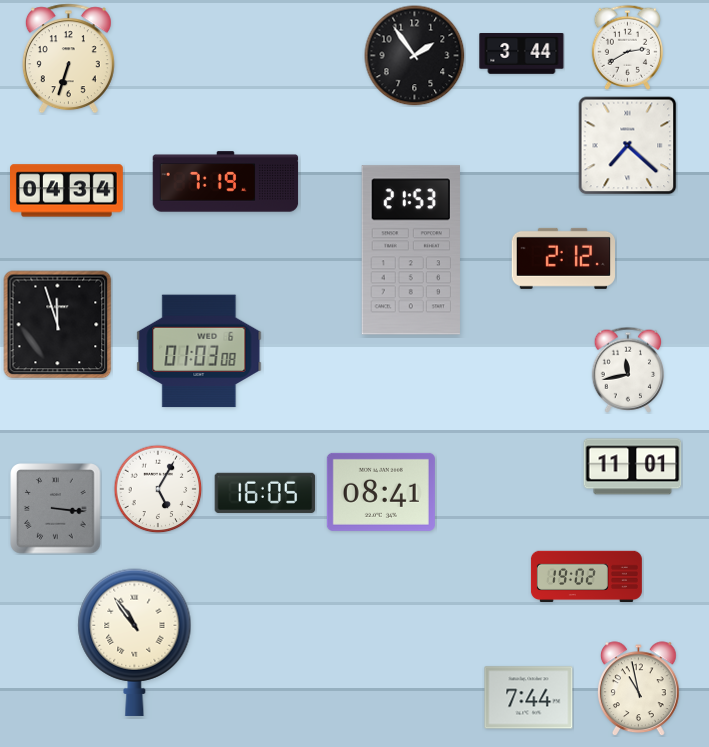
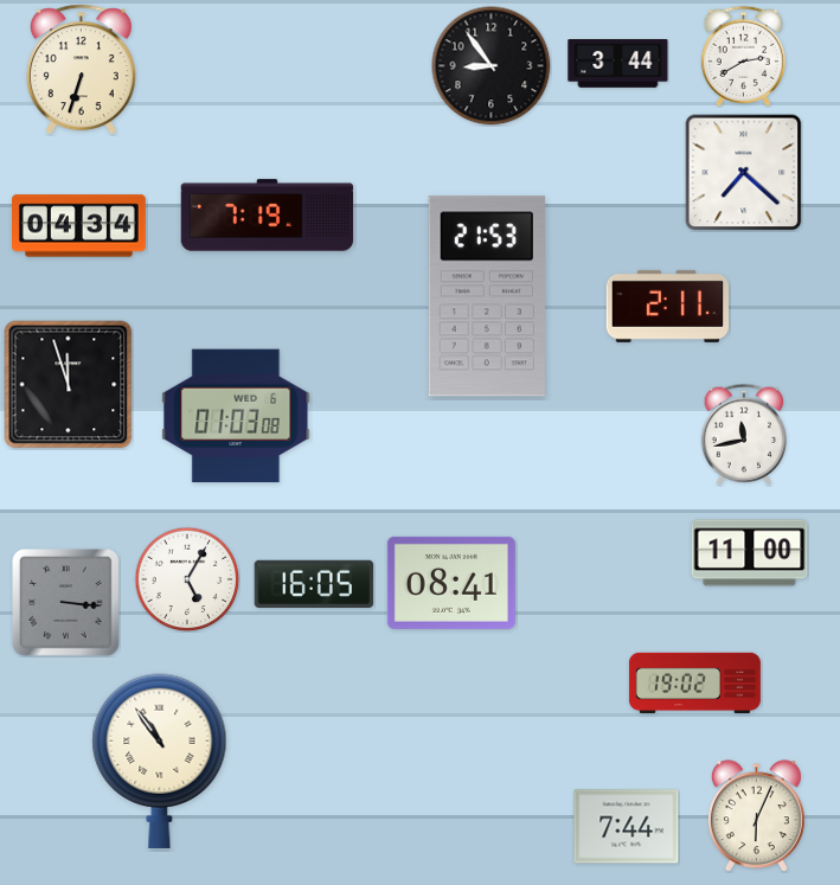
clock at (415, 56): 1:54 -> 8:54
clock at (564, 258): 2:12 -> 2:11
clock at (628, 370) position: (628, 370) -> (744, 435)
clock at (633, 467): 11:01 -> 11:00
clock at (639, 689): 10:58 -> 6:04
